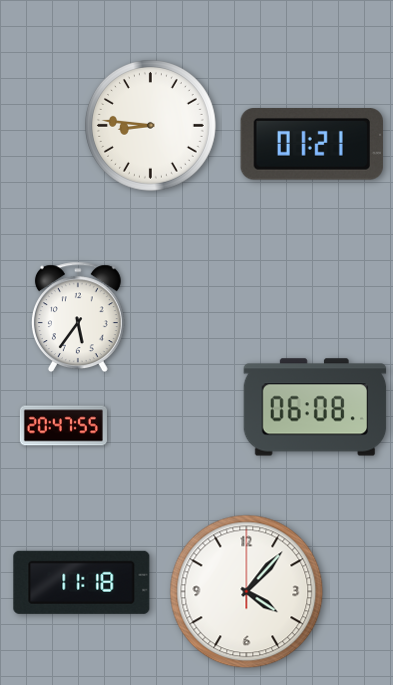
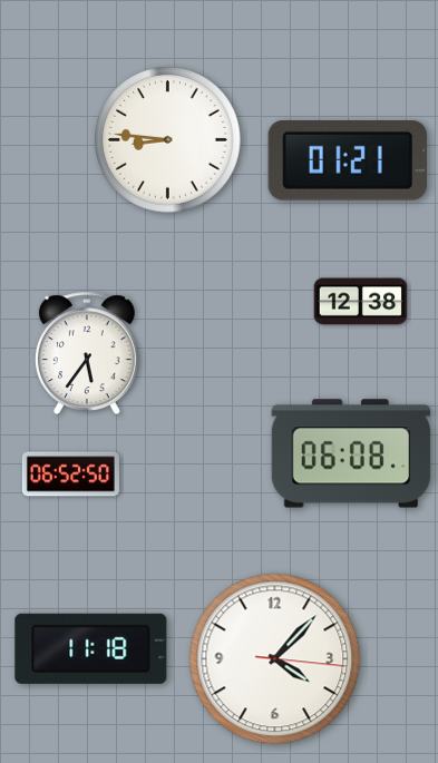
clock at (361, 302): none -> 12:38
clock at (63, 426): 20:47 -> 06:52
clock at (247, 592): 4:07:00 -> 4:07:16
